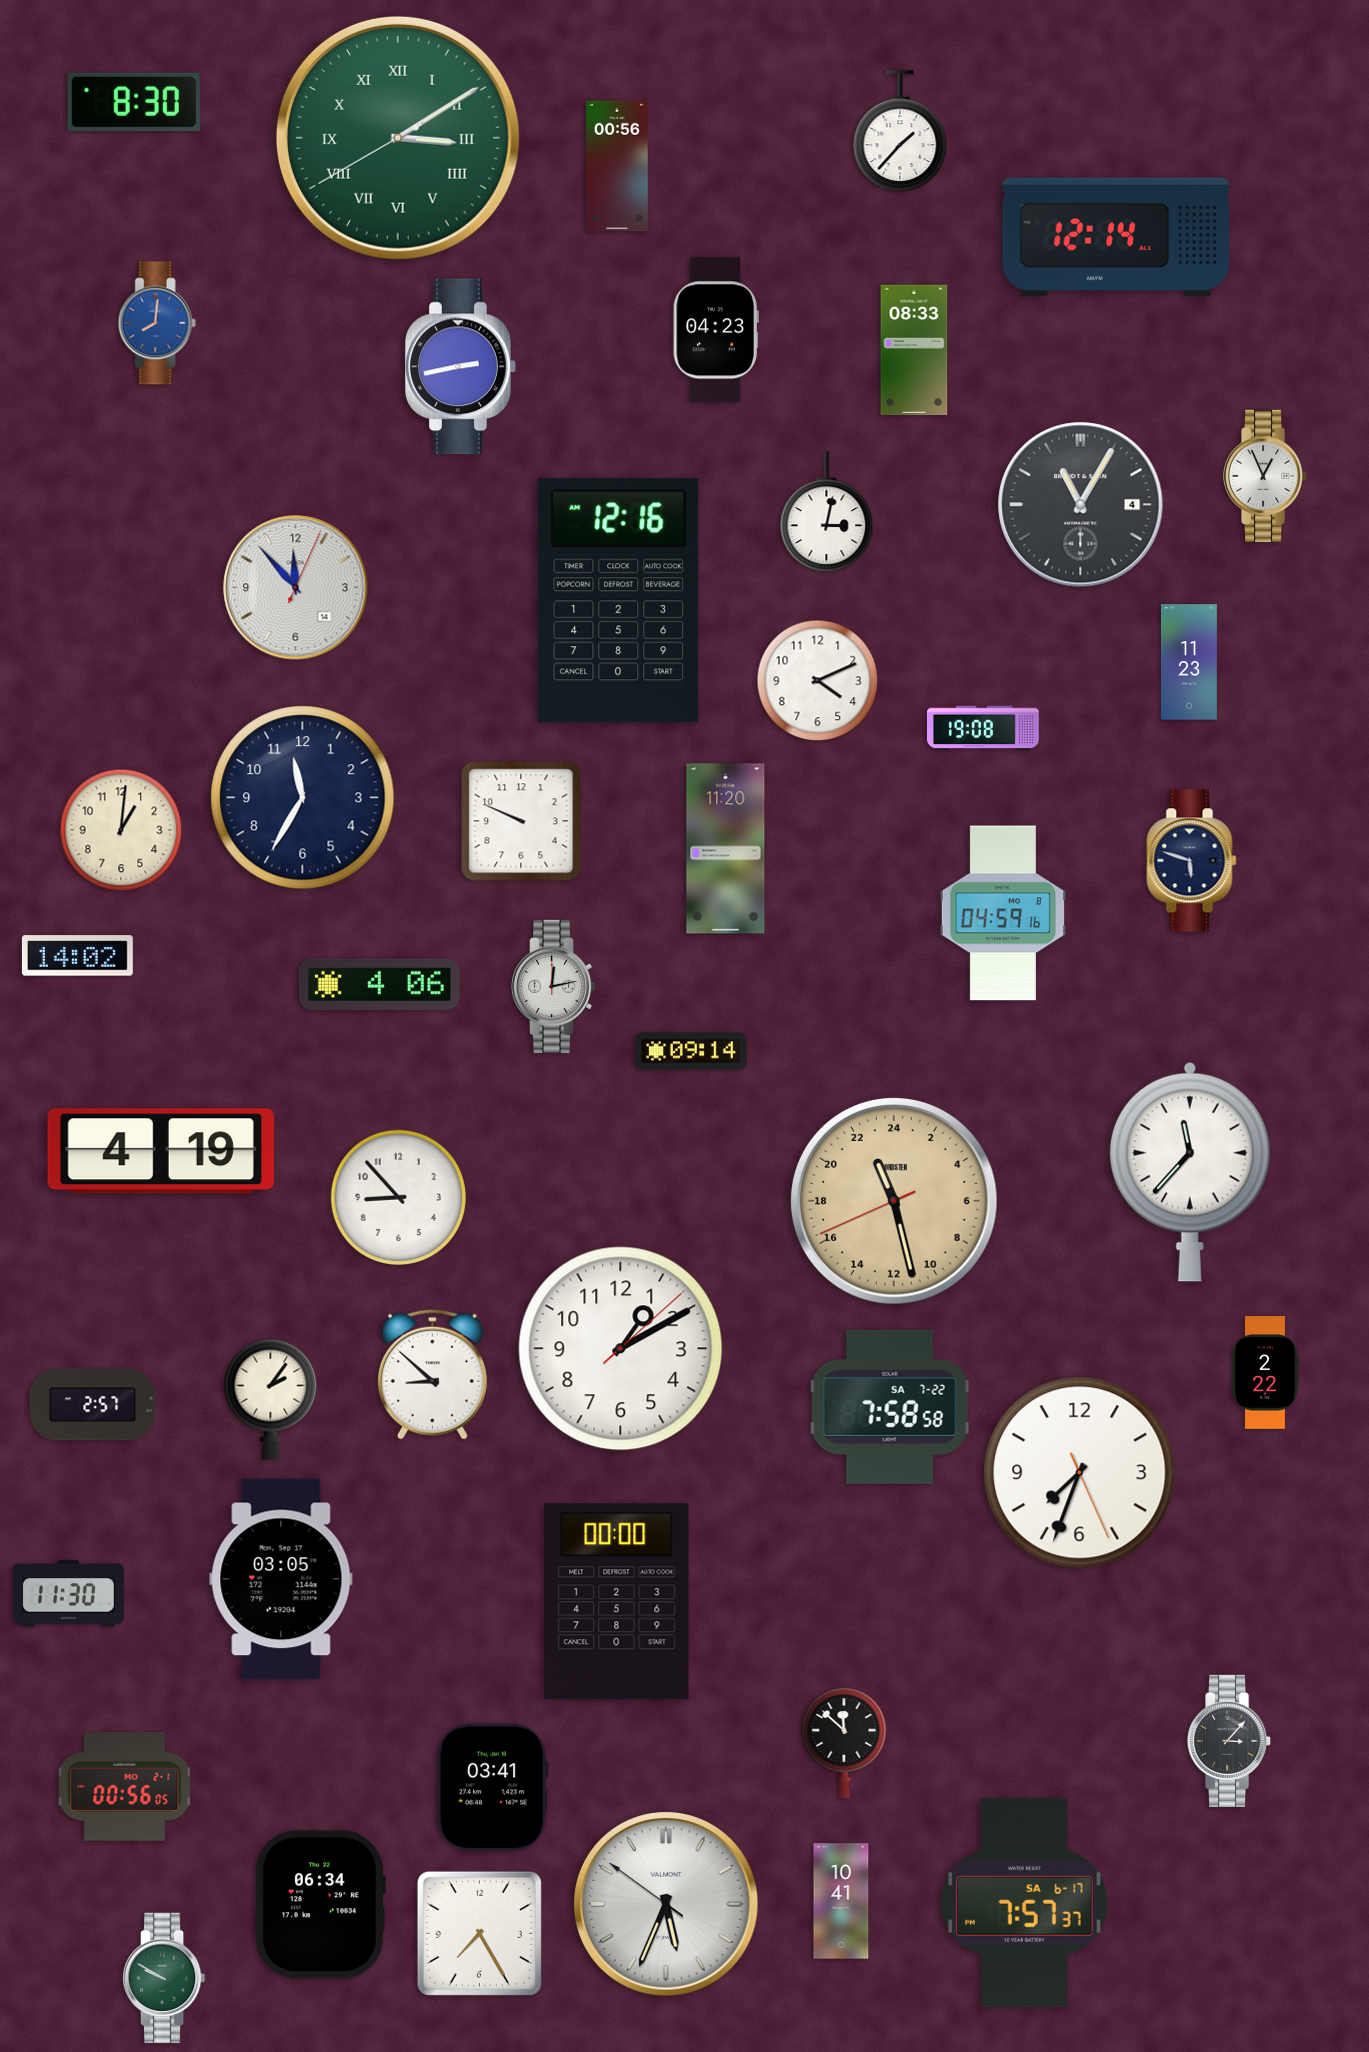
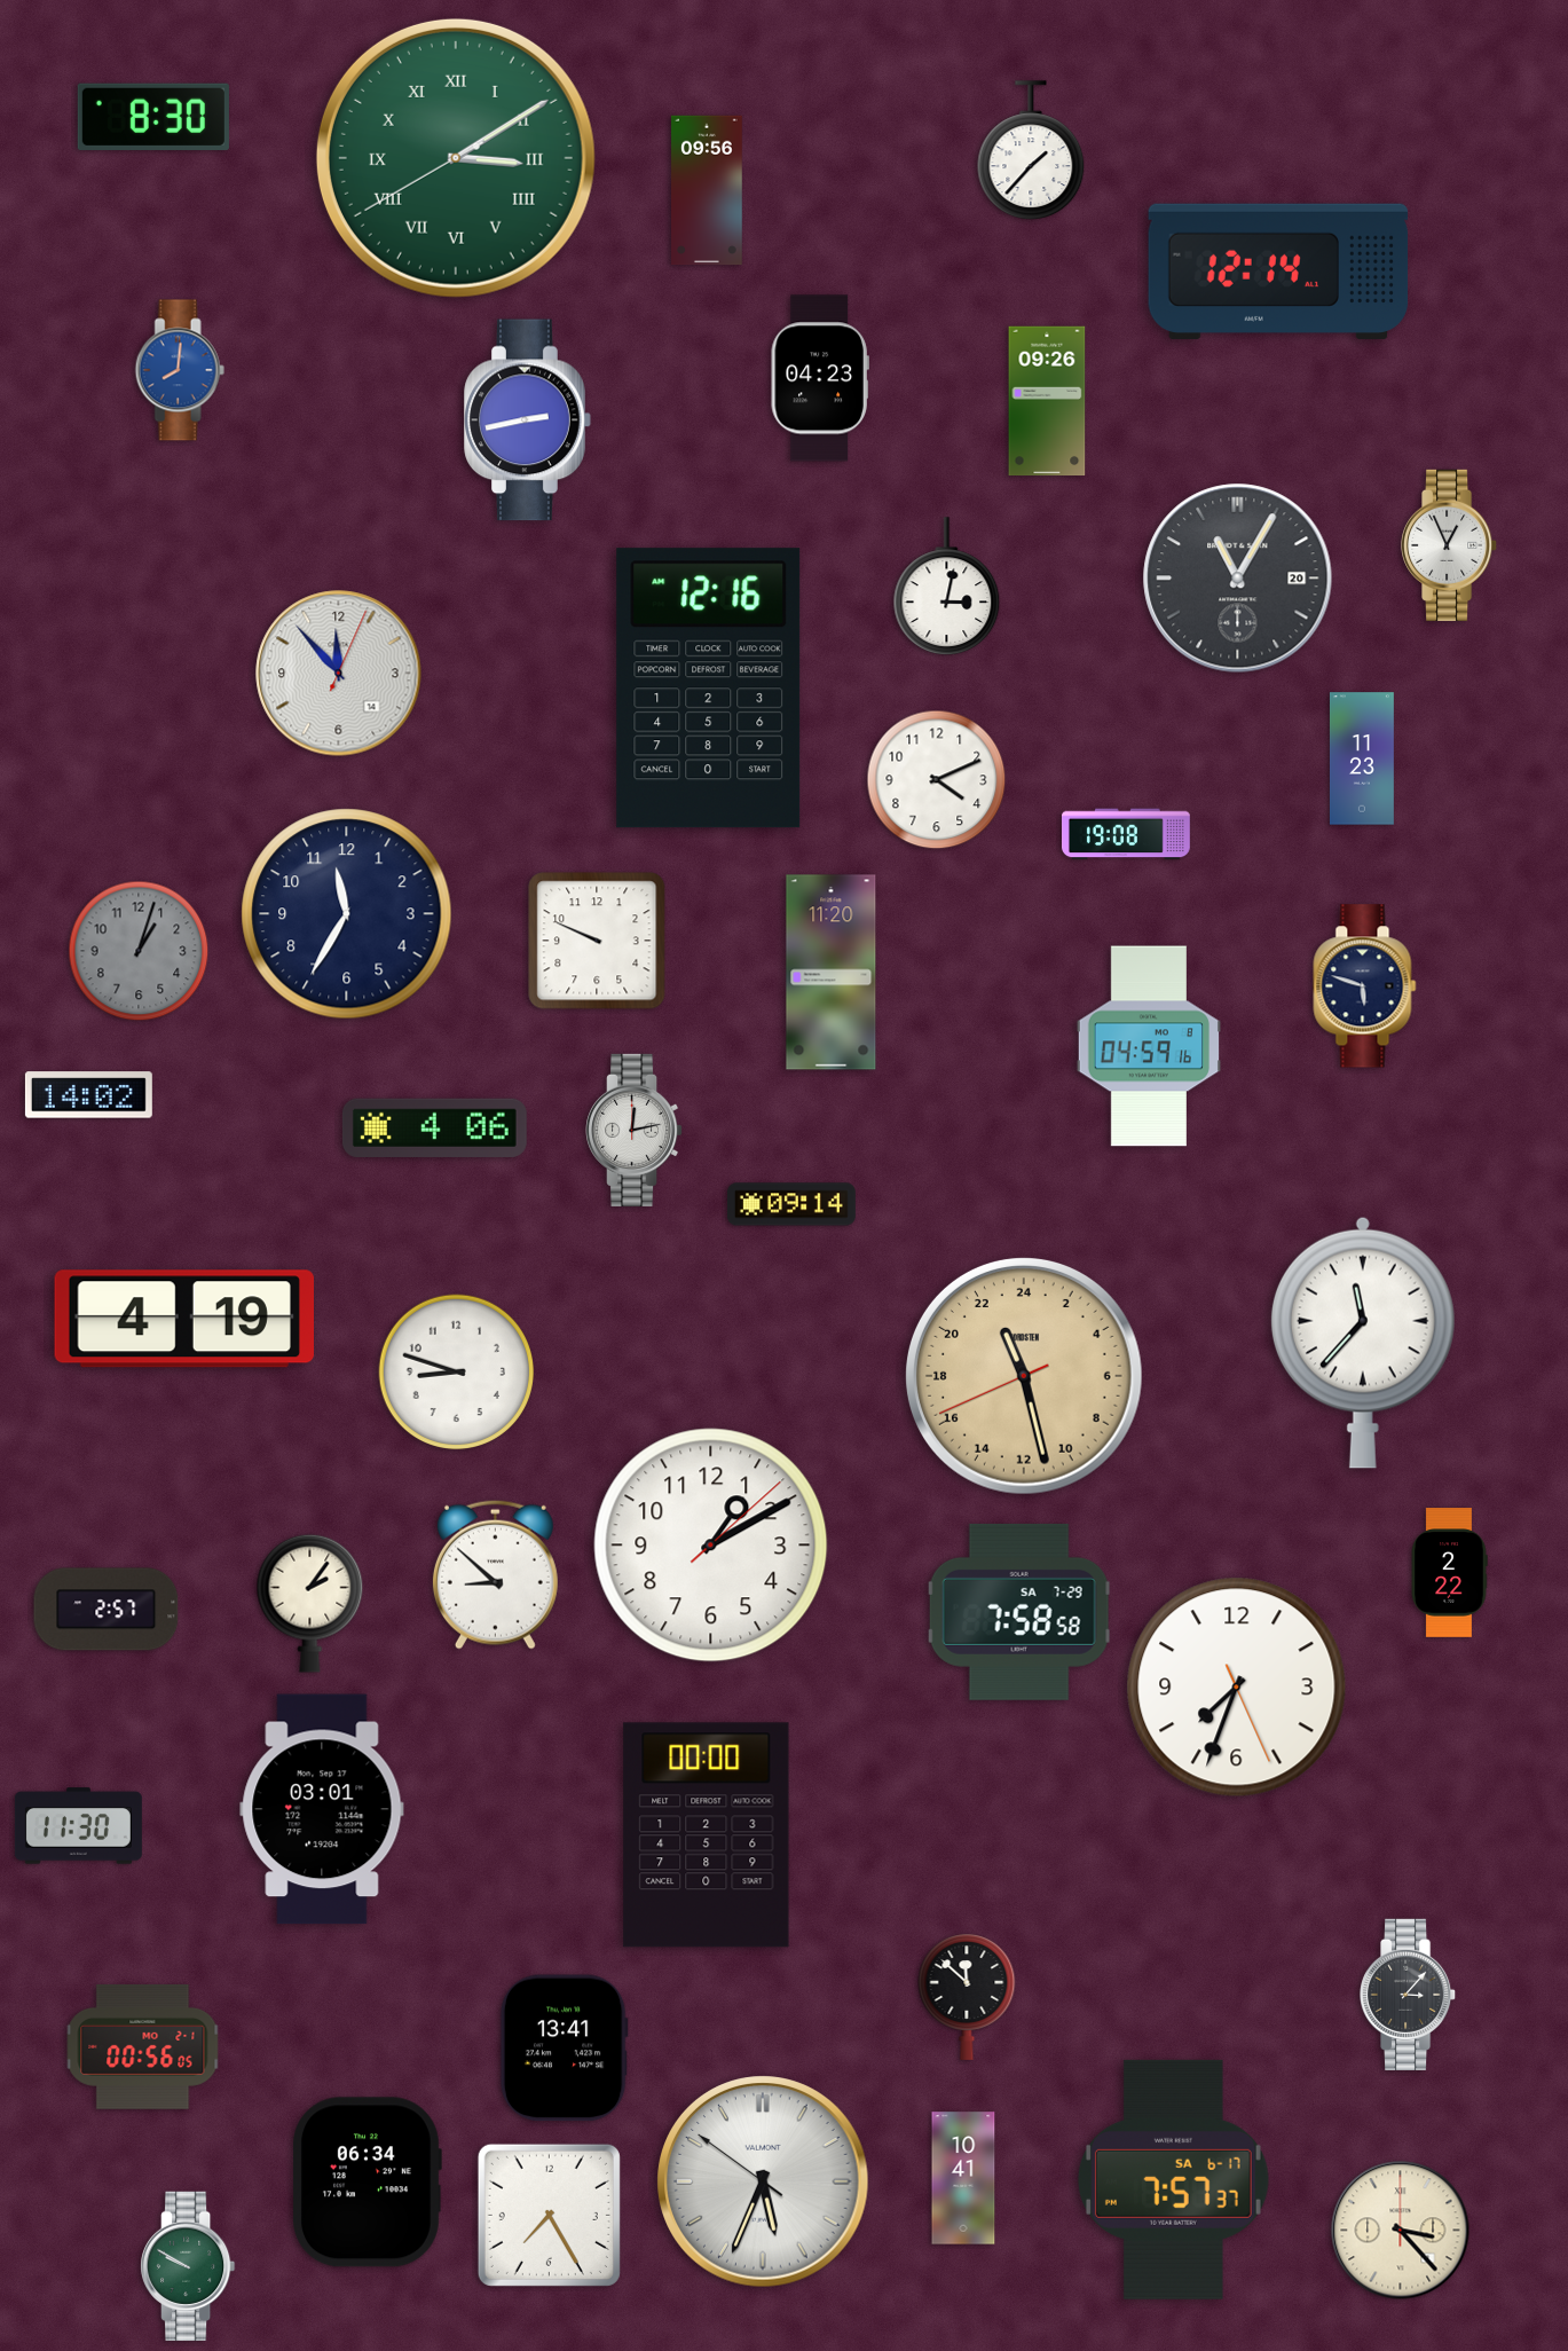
clock at (617, 166): 00:56 -> 09:56
clock at (914, 350): 08:33 -> 09:26
clock at (1081, 505) date: 4 -> 20
clock at (121, 830): 1:01 -> 1:03
clock at (121, 830) dial: cream -> grey
clock at (399, 1198): 8:53 -> 8:48
clock at (890, 1407) date: SA 7-22 -> SA 7-29
clock at (281, 1579): 03:05 -> 03:01
clock at (492, 1788): 03:41 -> 13:41
clock at (1401, 2231): none -> 3:23
